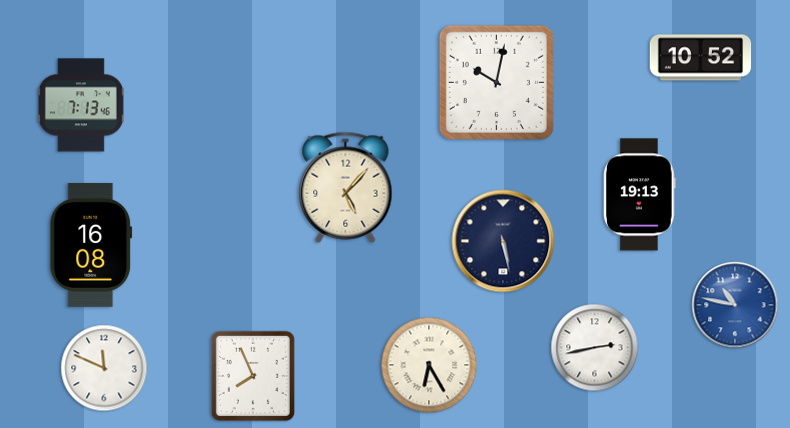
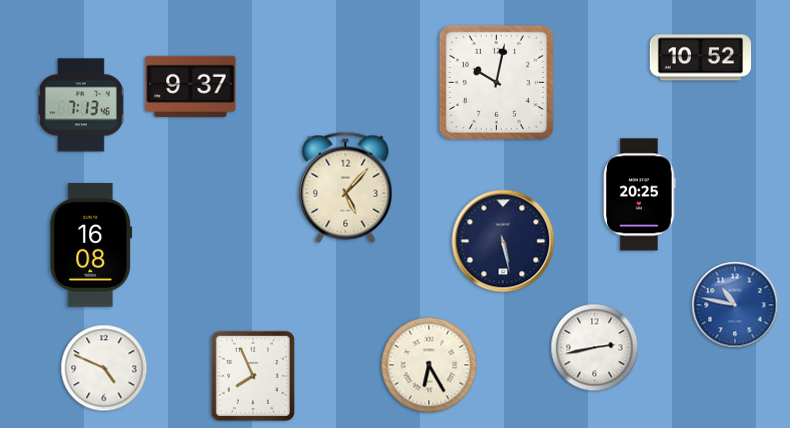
clock at (191, 86): none -> 9:37
clock at (640, 195): 19:13 -> 20:25
clock at (104, 368): 11:49 -> 4:49
